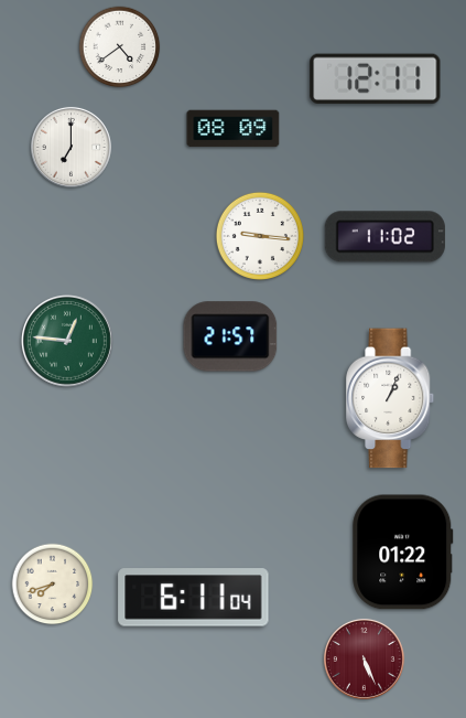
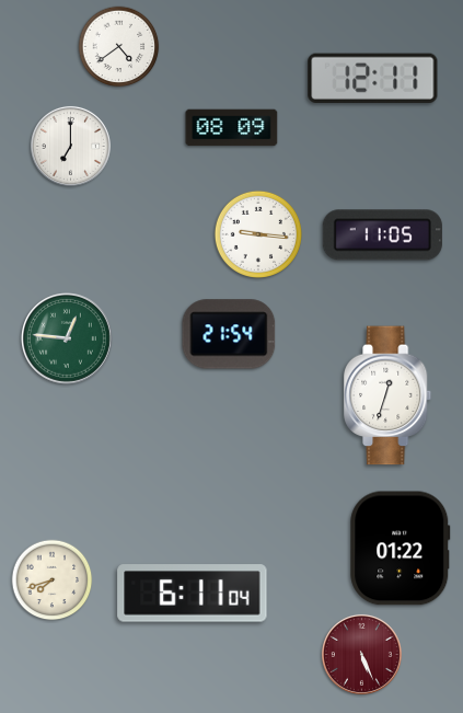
clock at (384, 237): 11:02 -> 11:05
clock at (230, 336): 21:57 -> 21:54
clock at (391, 398): 1:04 -> 12:33
